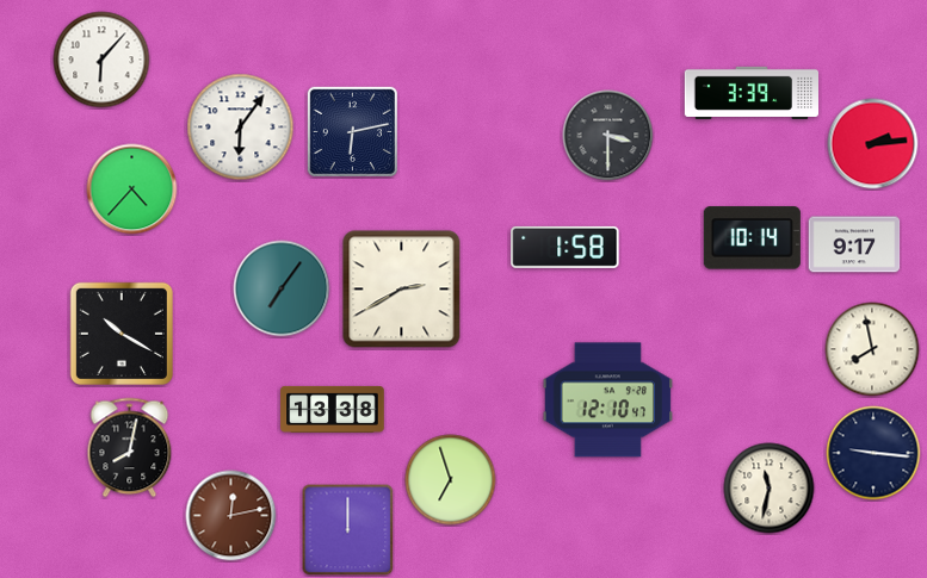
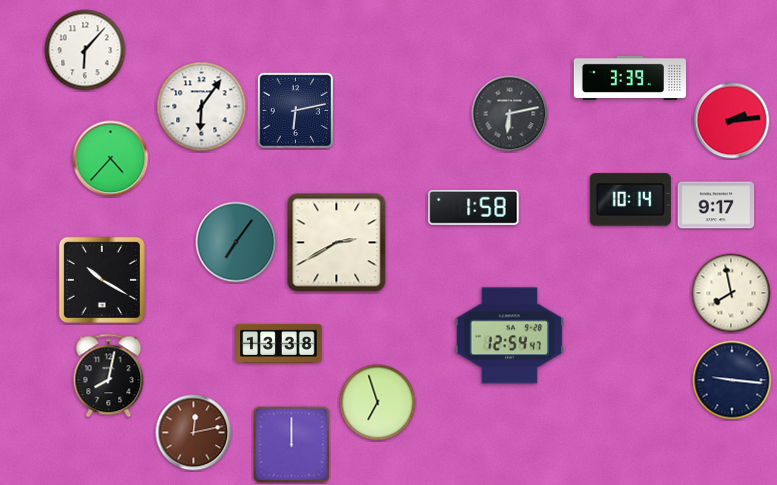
clock at (608, 136): 3:30 -> 6:13
clock at (608, 400): 12:10 -> 12:54
clock at (770, 489): 11:32 -> none
